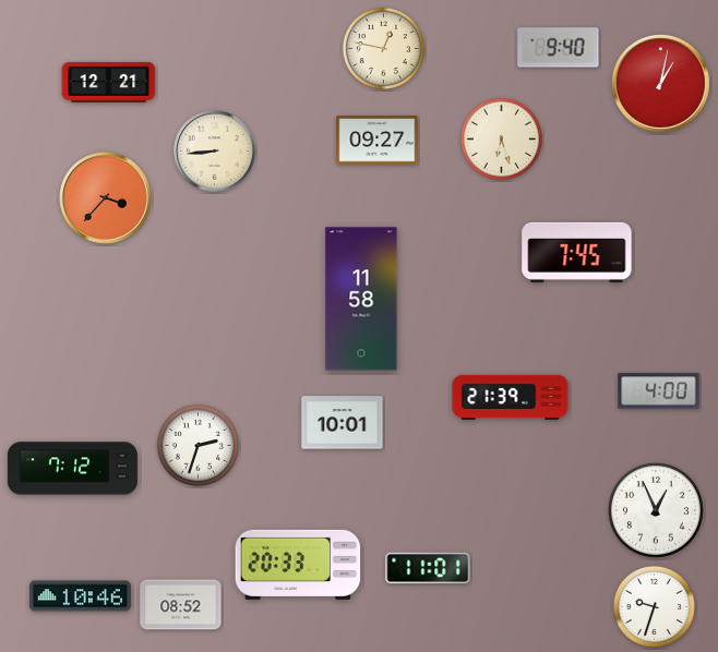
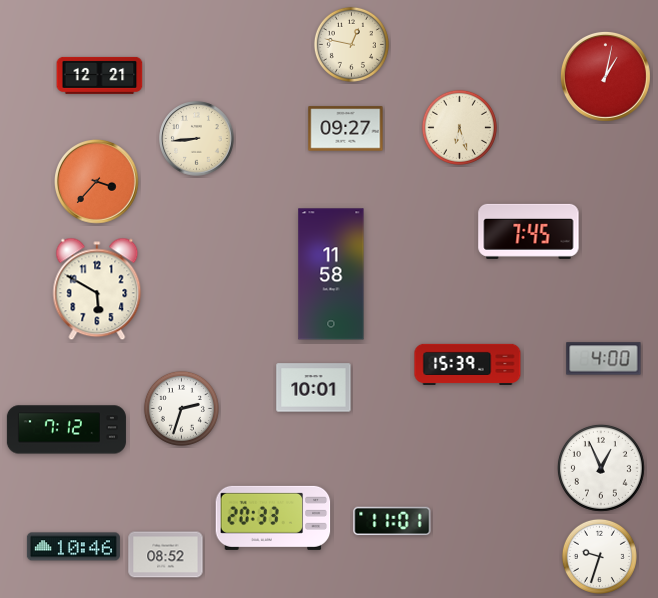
clock at (559, 48): 9:40 -> none
clock at (97, 289): none -> 5:50
clock at (511, 397): 21:39 -> 15:39
